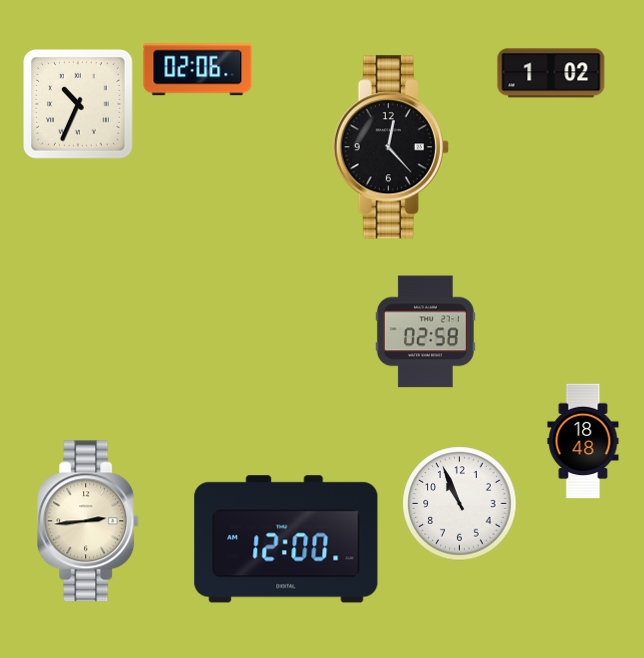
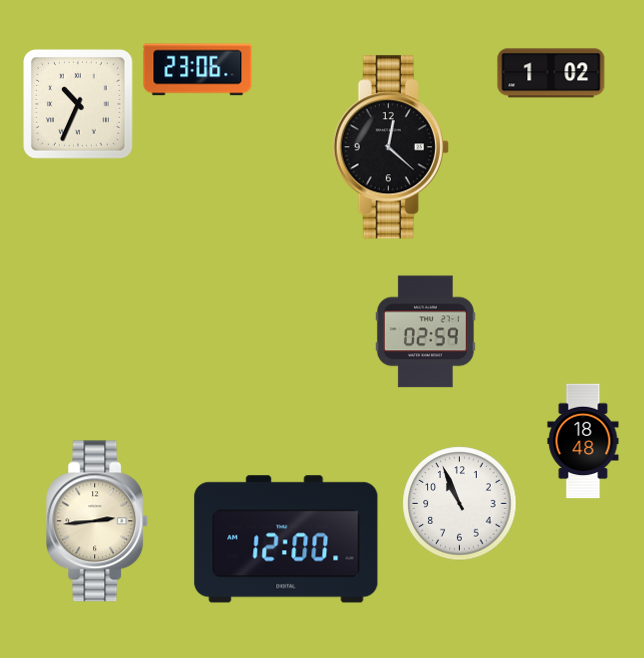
clock at (198, 70): 02:06 -> 23:06
clock at (391, 147): 12:23 -> 12:22
clock at (425, 332): 02:58 -> 02:59
clock at (89, 521) position: (89, 521) -> (98, 521)
